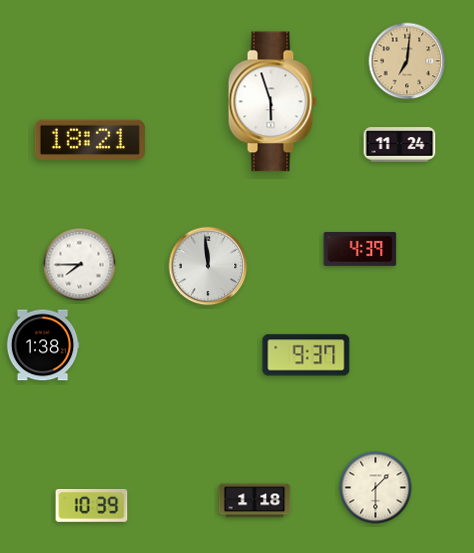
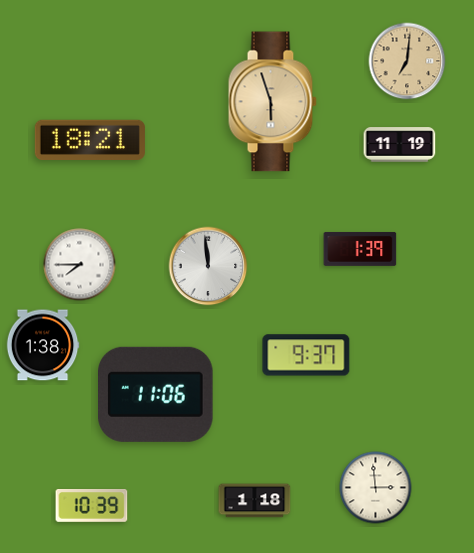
clock at (272, 102) dial: white -> champagne
clock at (400, 145): 11:24 -> 11:19
clock at (360, 249): 4:39 -> 1:39
clock at (156, 394): none -> 11:06
clock at (376, 488): 1:30 -> 2:59
